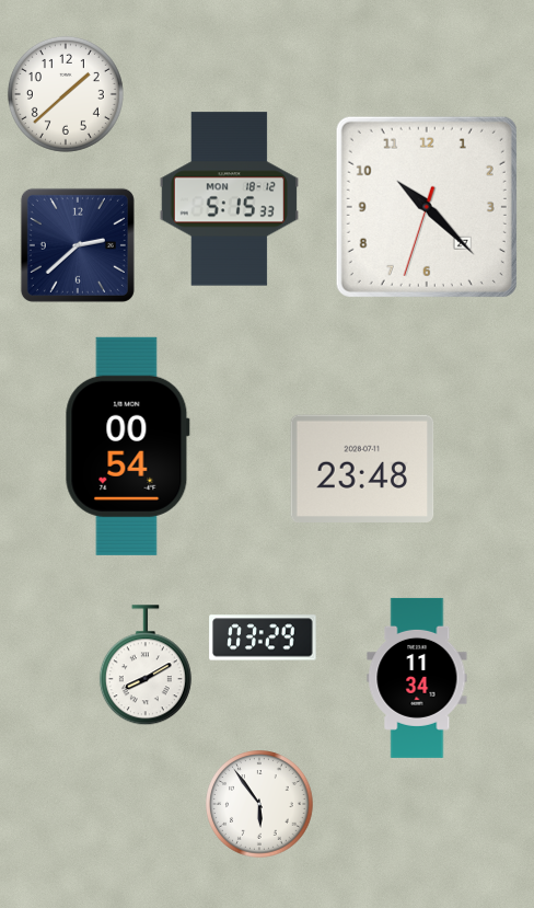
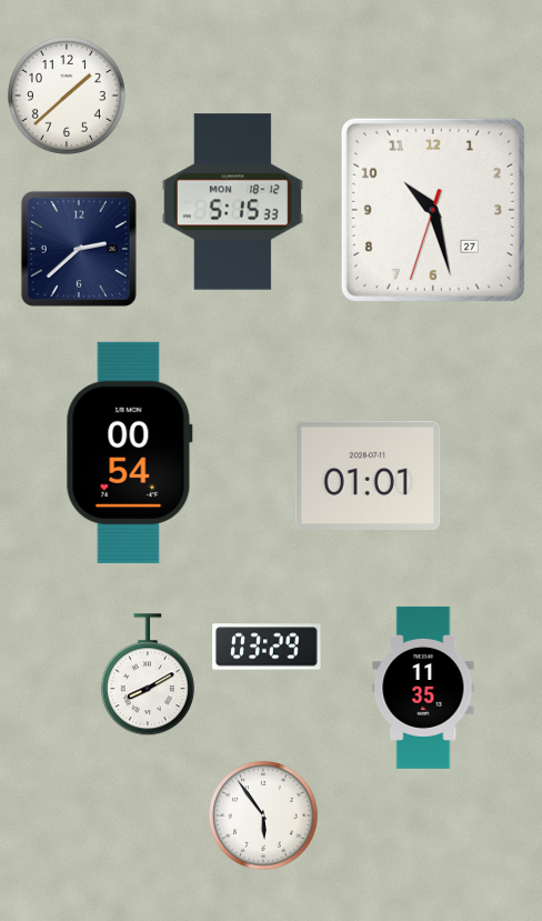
clock at (427, 207): 10:22 -> 10:27
clock at (362, 468): 23:48 -> 01:01
clock at (417, 678): 11:34 -> 11:35
